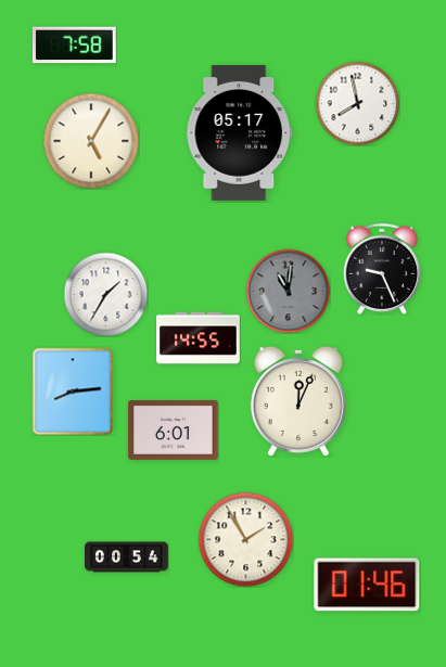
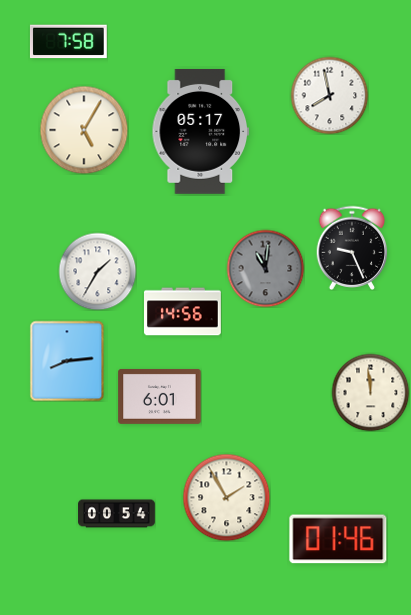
clock at (239, 132) position: (239, 132) -> (200, 131)
clock at (199, 338): 14:55 -> 14:56
clock at (298, 401): 12:04 -> none
clock at (370, 392): none -> 11:59
